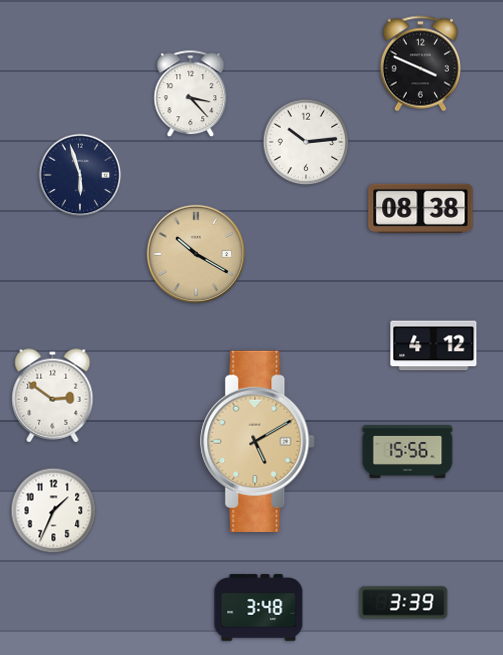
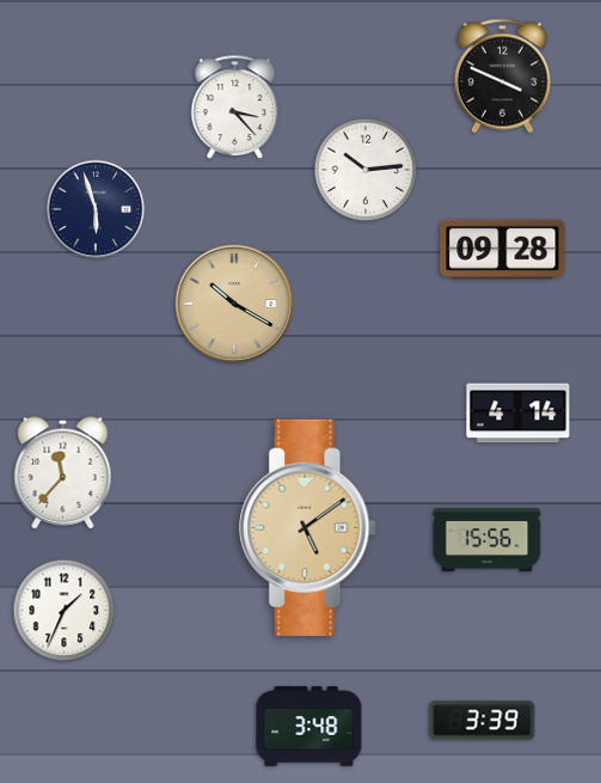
clock at (191, 94) position: (191, 94) -> (235, 108)
clock at (421, 208): 08:38 -> 09:28
clock at (434, 346): 4:12 -> 4:14
clock at (53, 396): 2:51 -> 11:37
clock at (258, 441): 5:10 -> 5:09
